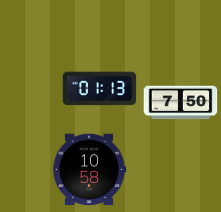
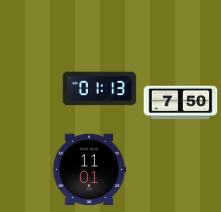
clock at (89, 170): 10:58 -> 11:01
